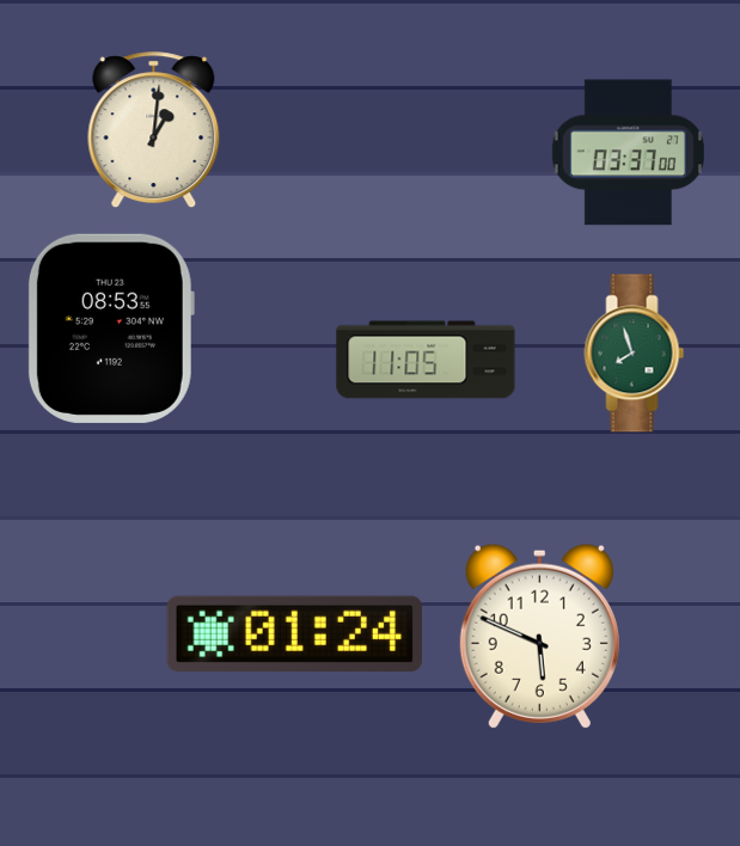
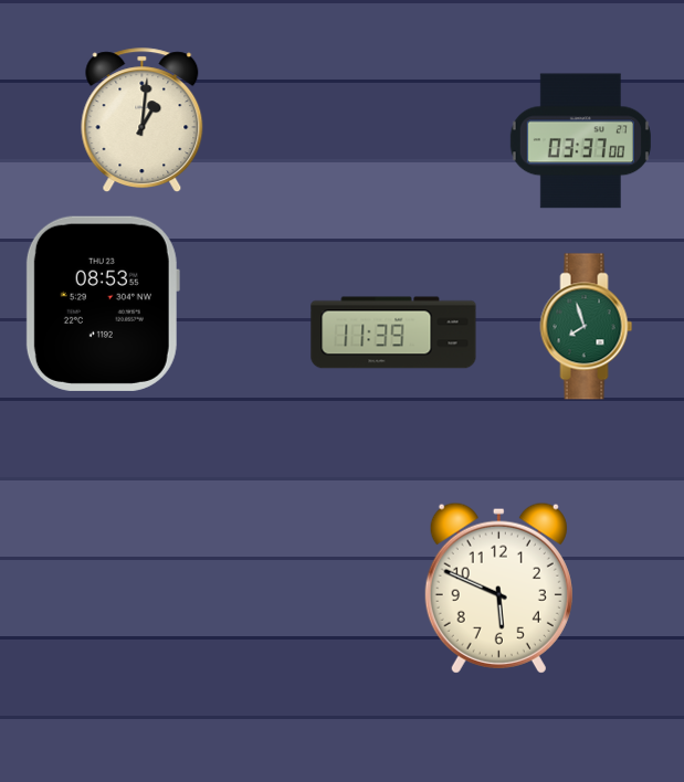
clock at (426, 360): 11:05 -> 11:39
clock at (294, 633): 01:24 -> none
